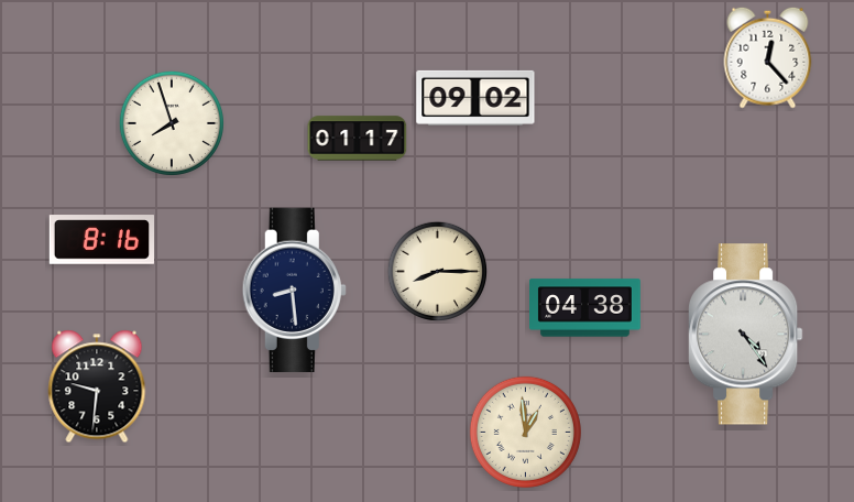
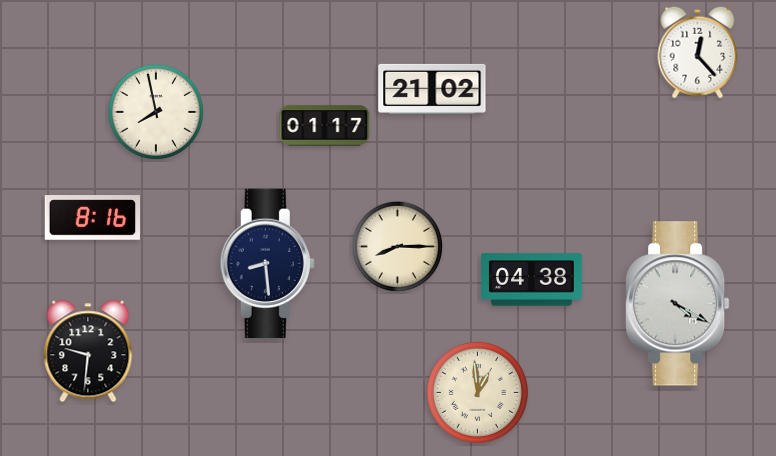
clock at (475, 98): 09:02 -> 21:02
clock at (172, 123): 7:57 -> 7:58
clock at (746, 335): 4:24 -> 4:20
